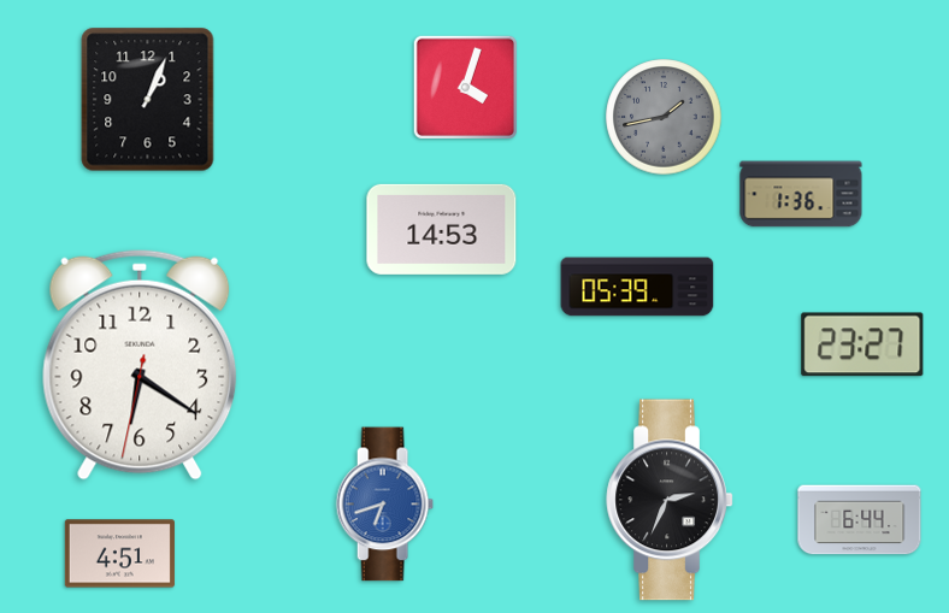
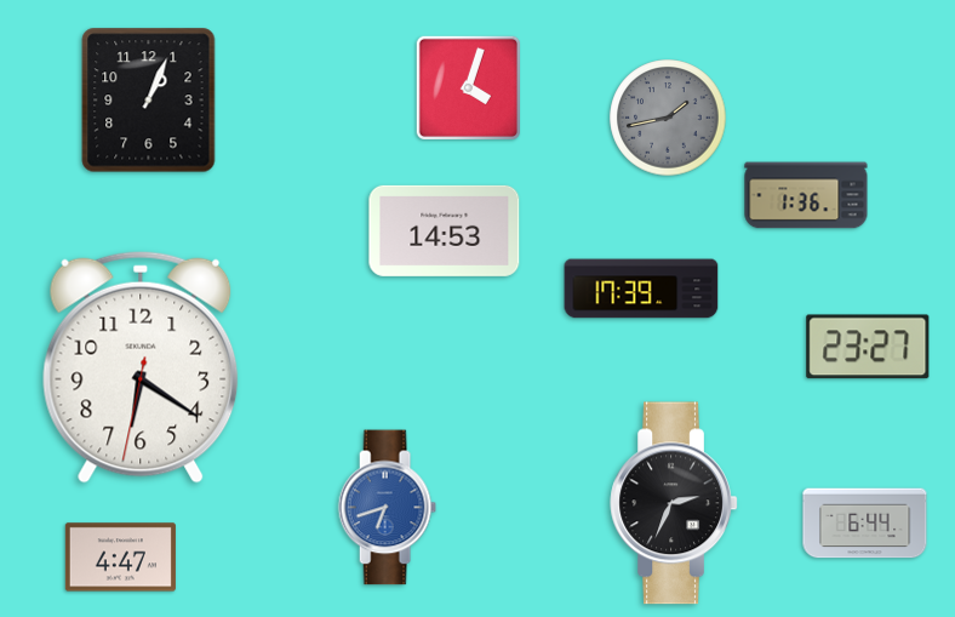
clock at (637, 287): 05:39 -> 17:39
clock at (119, 554): 4:51 -> 4:47
